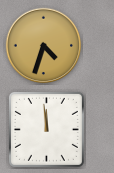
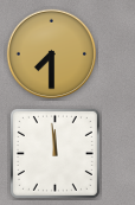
clock at (44, 46): 4:33 -> 7:30
